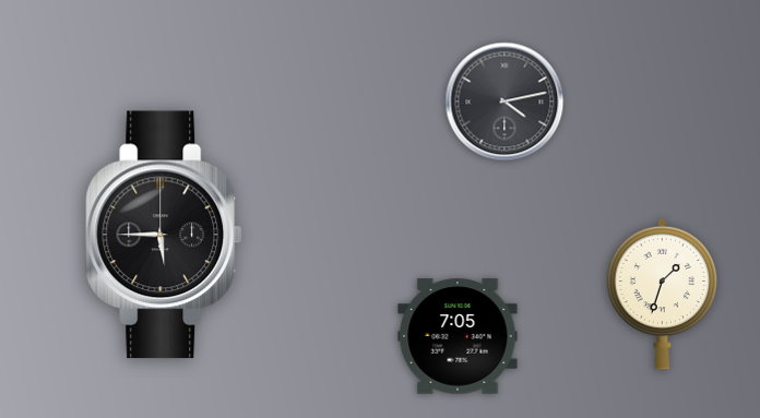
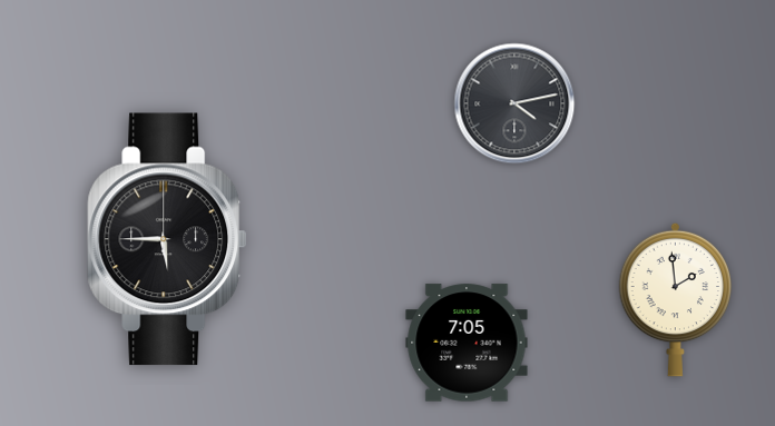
clock at (663, 294): 1:33 -> 1:59
